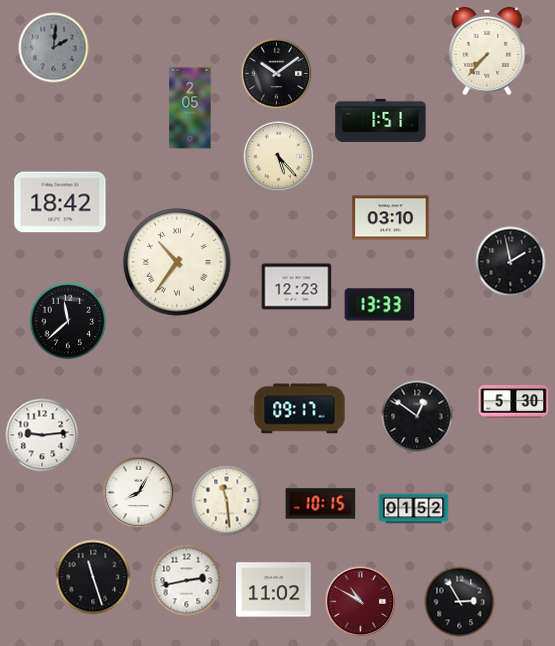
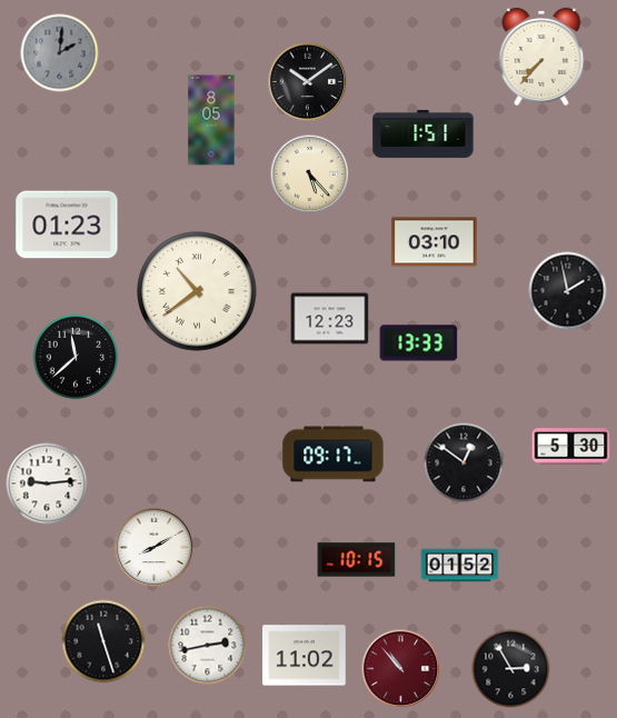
clock at (190, 108): 2:05 -> 8:05
clock at (60, 202): 18:42 -> 01:23
clock at (177, 262): 10:36 -> 10:39
clock at (380, 305) position: (380, 305) -> (419, 343)
clock at (139, 493): 8:05 -> 8:10
clock at (227, 501): 11:29 -> none
clock at (361, 602): 10:50 -> 10:53
